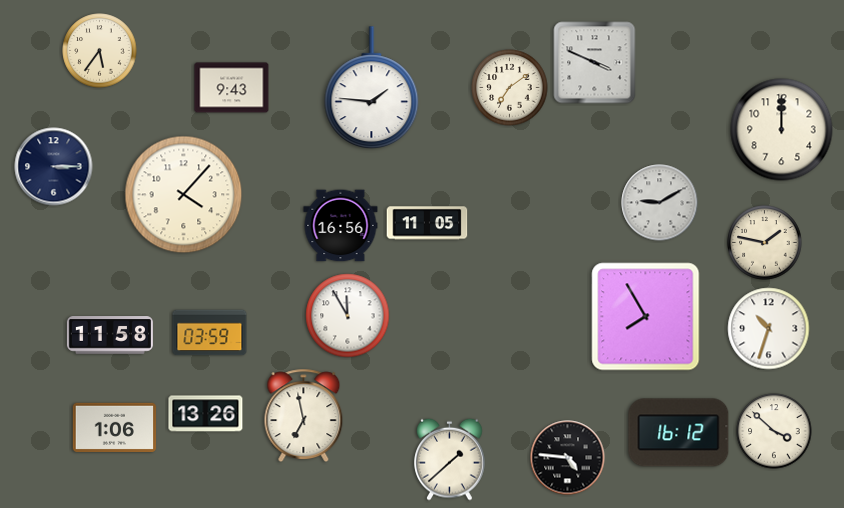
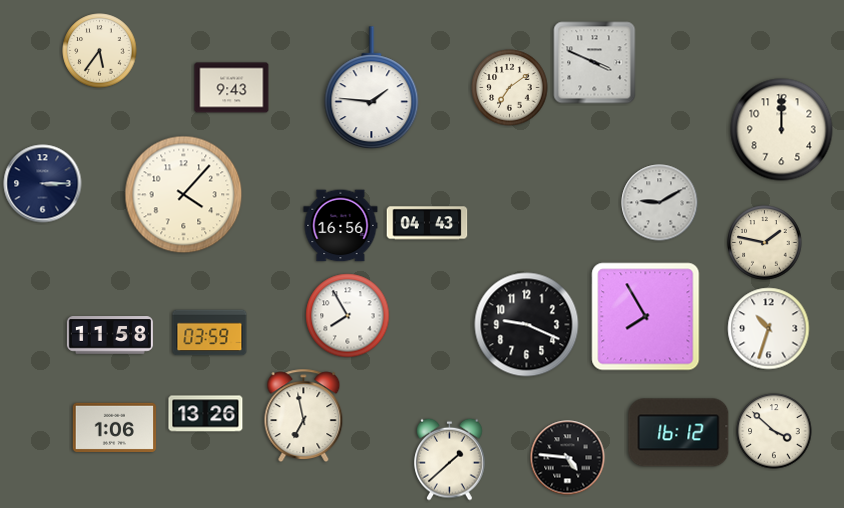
clock at (54, 167) position: (54, 167) -> (43, 184)
clock at (427, 223): 11:05 -> 04:43
clock at (348, 316): 11:55 -> 7:55
clock at (527, 325): none -> 9:19
